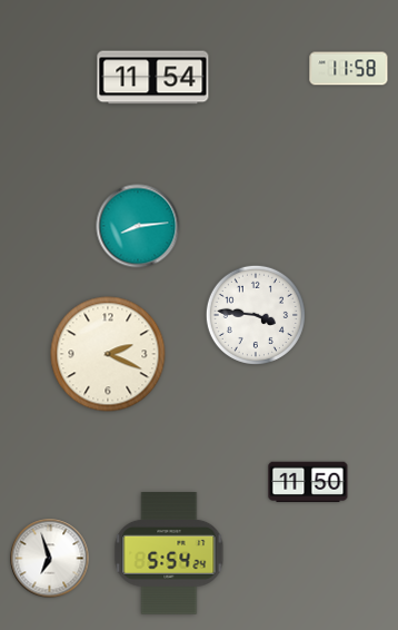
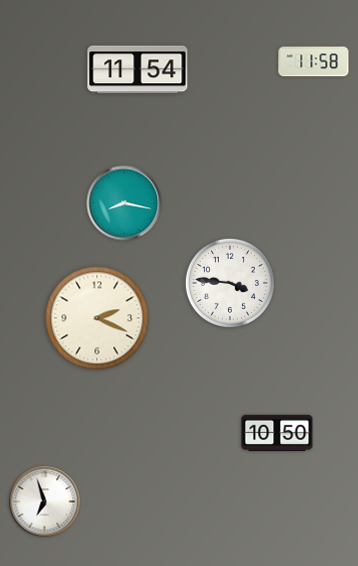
clock at (138, 226): 8:14 -> 8:17
clock at (308, 482): 11:50 -> 10:50
clock at (169, 554): 5:54 -> none
